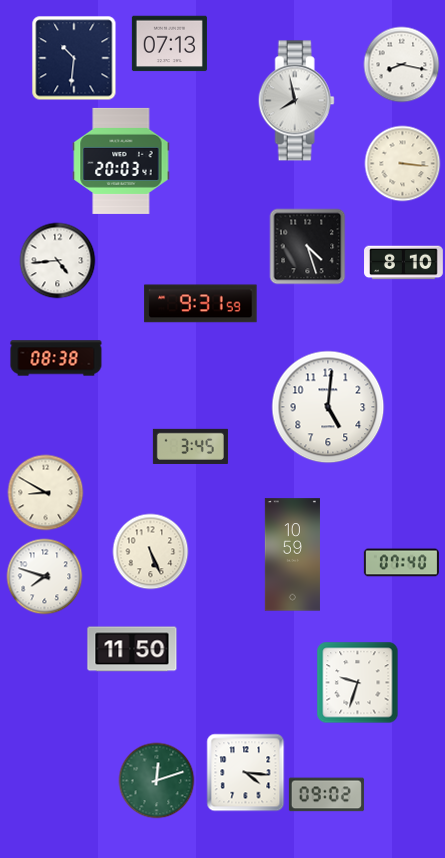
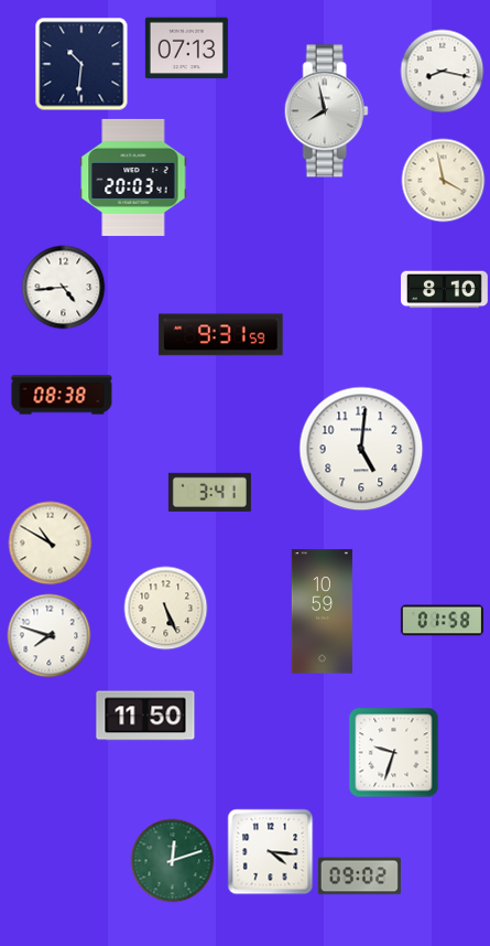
clock at (403, 164): 3:16 -> 3:58
clock at (308, 247): 4:27 -> none
clock at (190, 446): 3:45 -> 3:41
clock at (46, 493): 8:50 -> 10:50
clock at (401, 563): 07:40 -> 01:58
